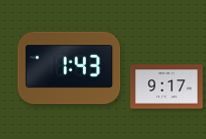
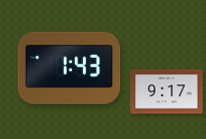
clock at (167, 87) position: (167, 87) -> (167, 92)
